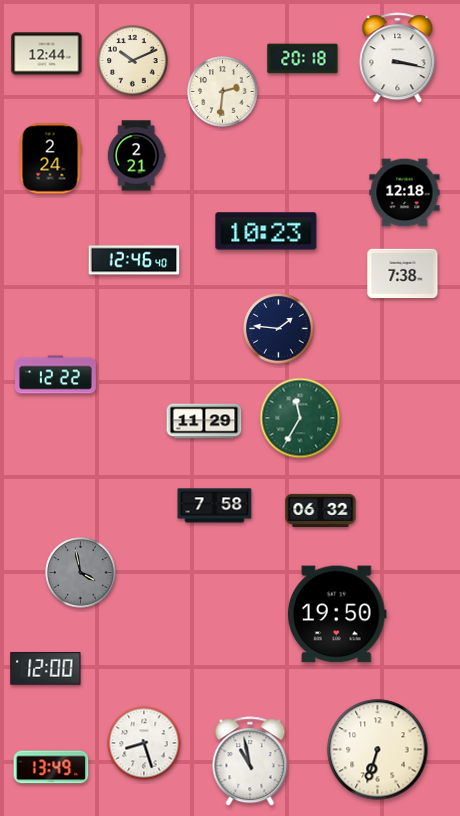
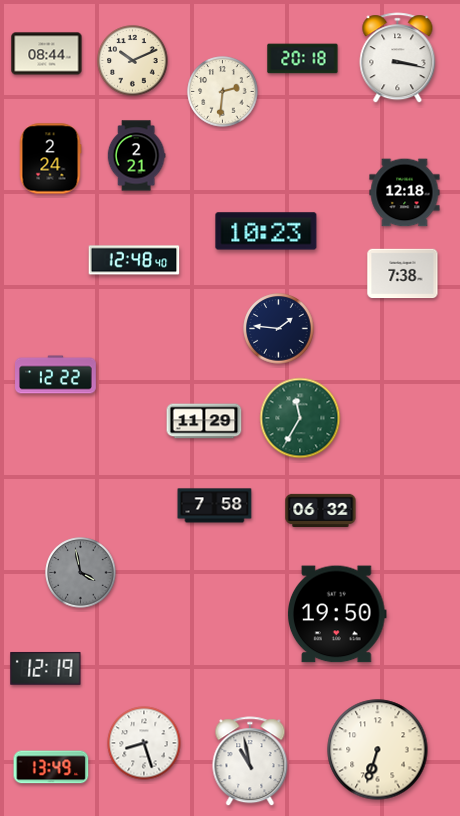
clock at (47, 54): 12:44 -> 08:44
clock at (134, 260): 12:46 -> 12:48
clock at (46, 669): 12:00 -> 12:19
